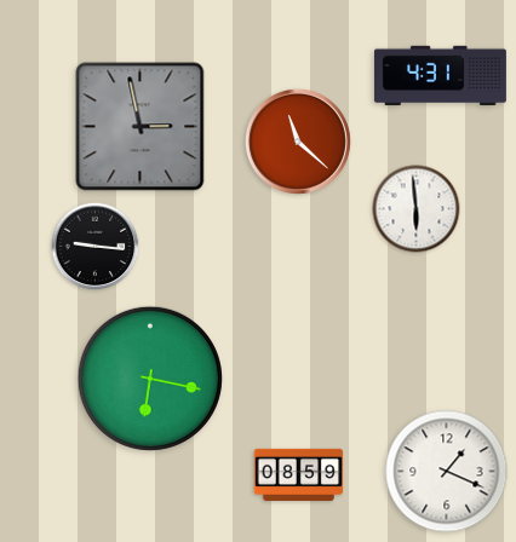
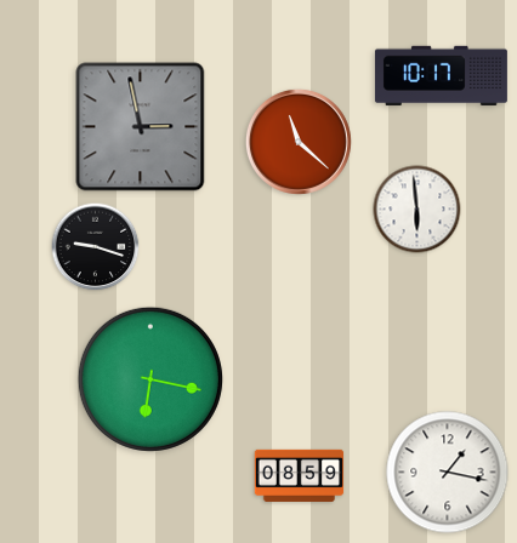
clock at (440, 76): 4:31 -> 10:17
clock at (96, 247): 9:16 -> 9:18
clock at (447, 472): 1:19 -> 1:17
